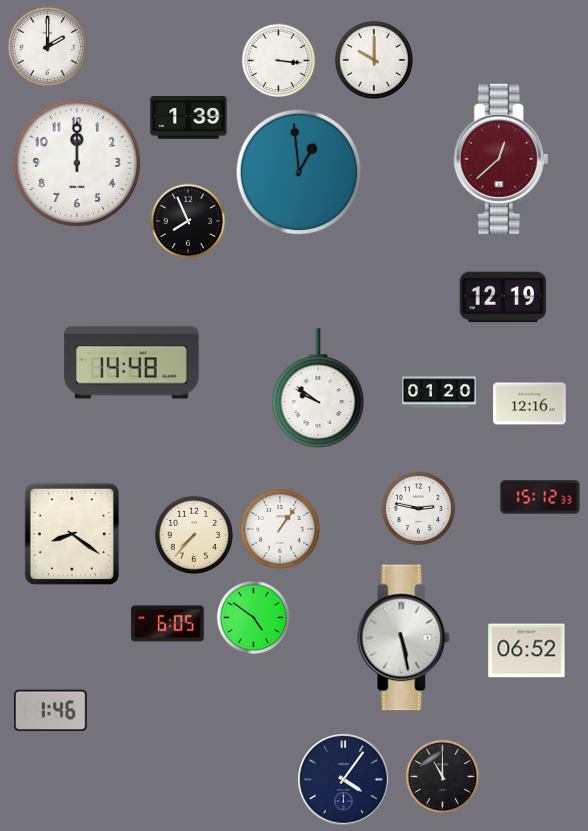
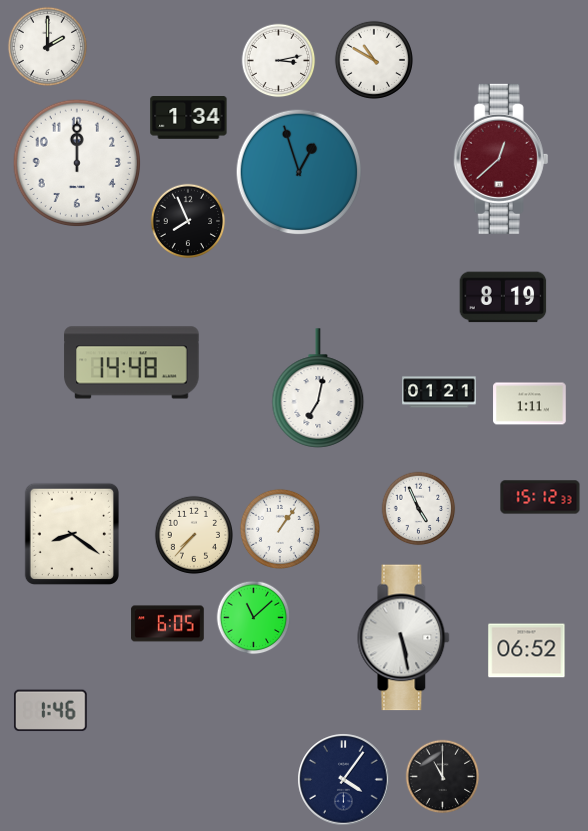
clock at (374, 60): 10:00 -> 10:50
clock at (279, 61): 3:16 -> 3:13
clock at (189, 118): 1:39 -> 1:34
clock at (299, 172): 12:59 -> 12:57
clock at (503, 297): 12:19 -> 8:19
clock at (318, 388): 9:51 -> 7:02
clock at (439, 392): 01:20 -> 01:21
clock at (530, 404): 12:16 -> 1:11
clock at (419, 509): 2:47 -> 4:56
clock at (254, 618): 4:51 -> 11:08
